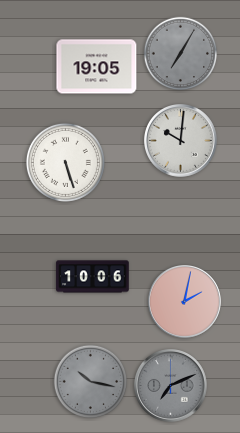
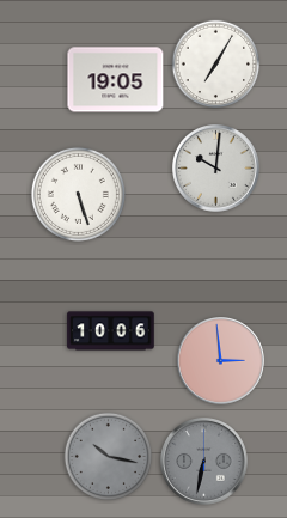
clock at (181, 54) dial: grey -> white
clock at (185, 302): 2:02 -> 2:59
clock at (171, 386): 7:11 -> 6:32
